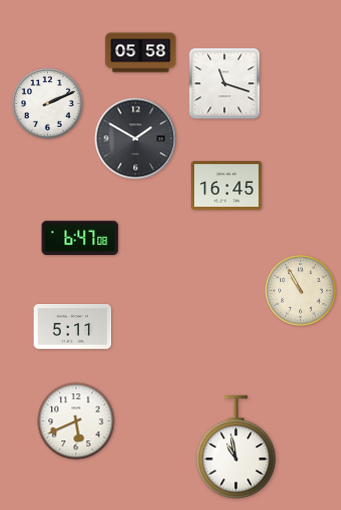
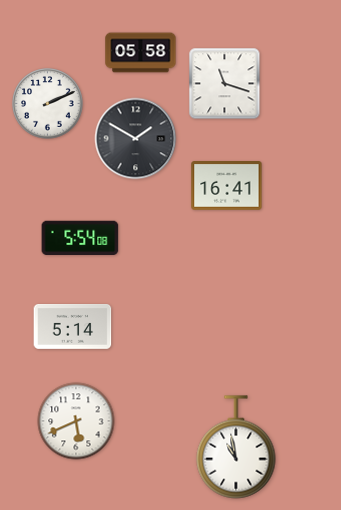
clock at (227, 186): 16:45 -> 16:41
clock at (80, 238): 6:47 -> 5:54
clock at (301, 291): 10:55 -> none
clock at (73, 327): 5:11 -> 5:14
